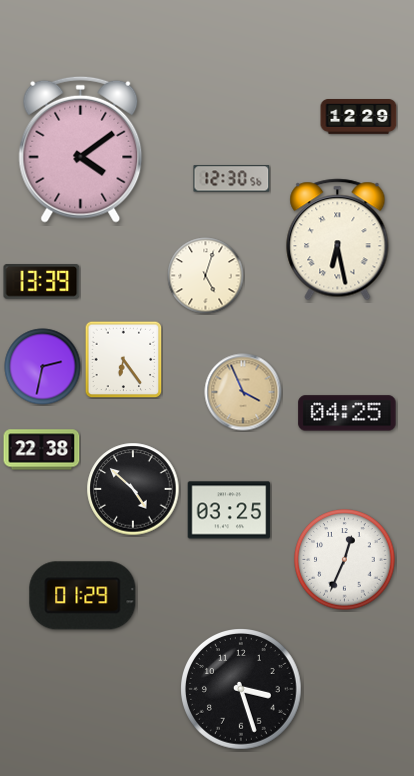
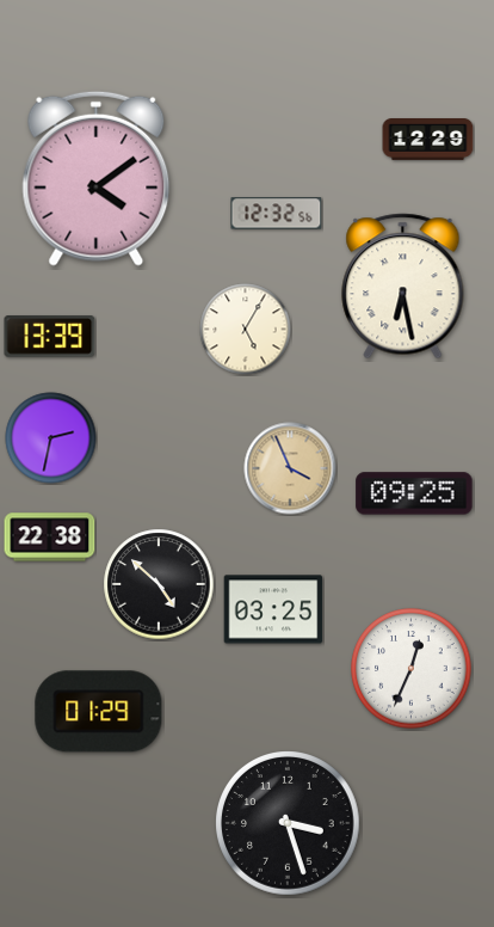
clock at (232, 179): 12:30 -> 12:32
clock at (206, 276): 5:03 -> 5:05
clock at (123, 359): 6:24 -> none
clock at (347, 413): 04:25 -> 09:25
